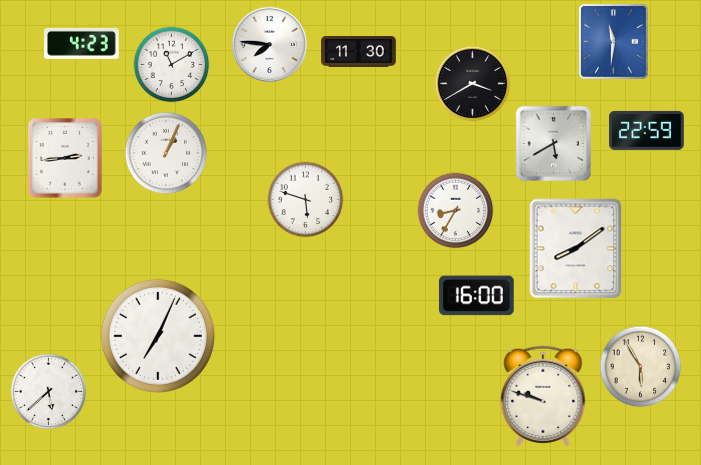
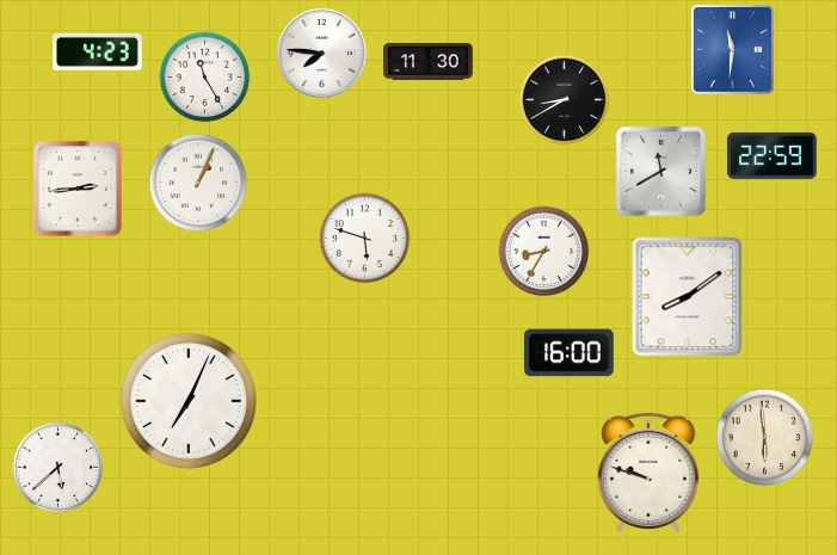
clock at (172, 65): 11:10 -> 11:25
clock at (473, 84): 3:40 -> 8:40
clock at (553, 143): 5:40 -> 11:40
clock at (641, 367): 5:55 -> 5:59
